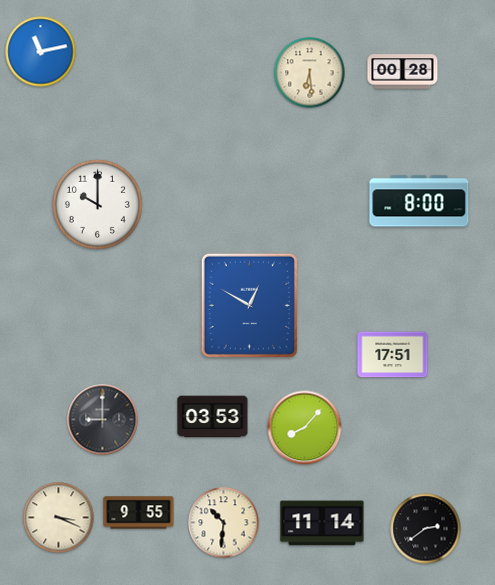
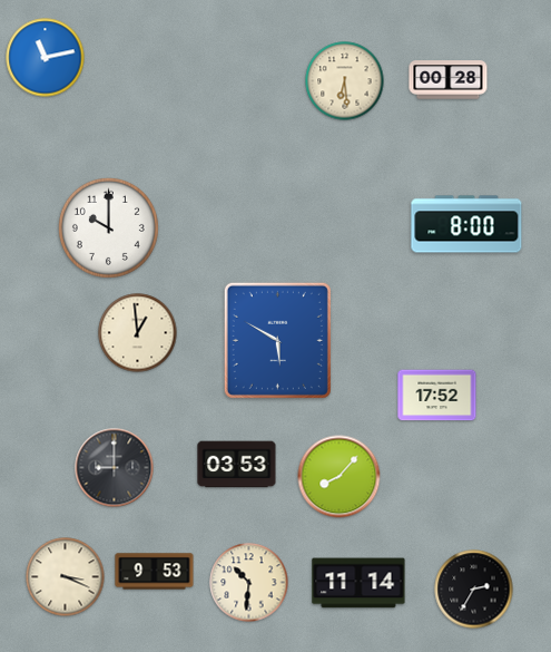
clock at (138, 333): none -> 12:59
clock at (249, 305): 12:50 -> 5:50
clock at (393, 355): 17:51 -> 17:52
clock at (139, 513): 9:55 -> 9:53
clock at (426, 529): 2:39 -> 2:35
